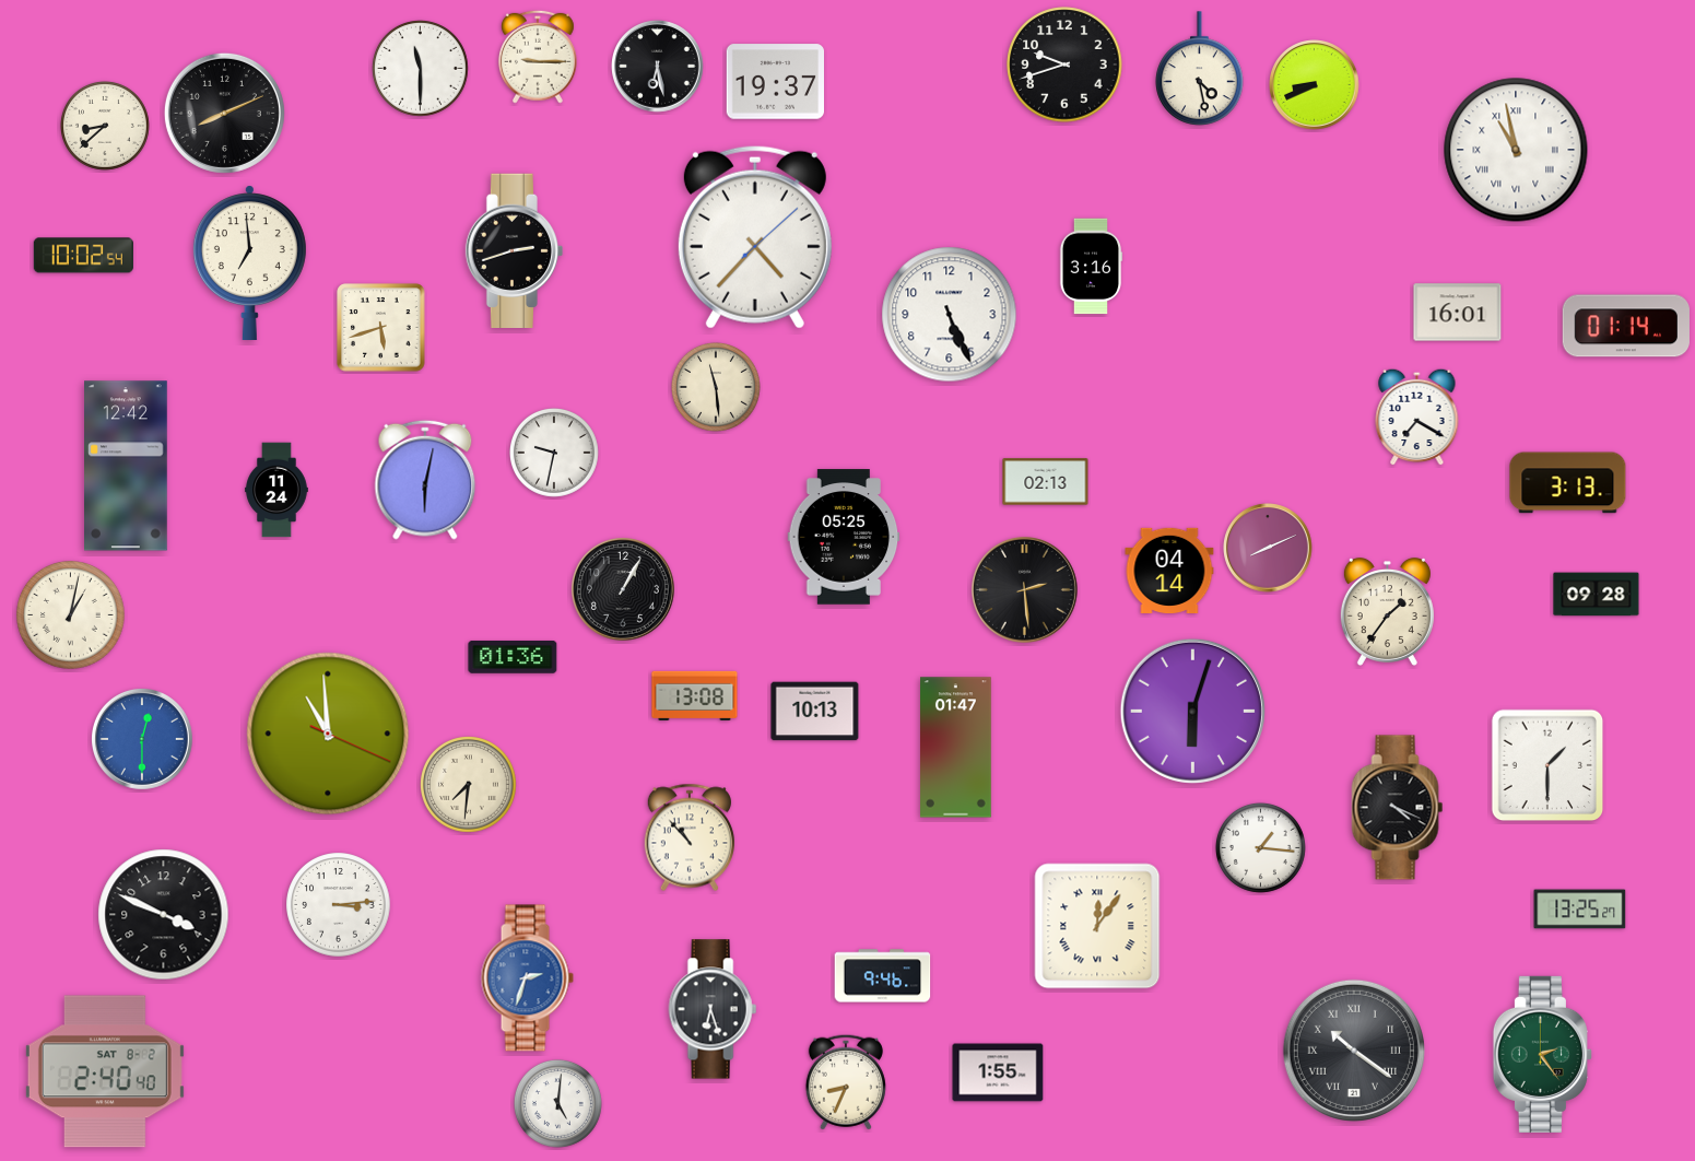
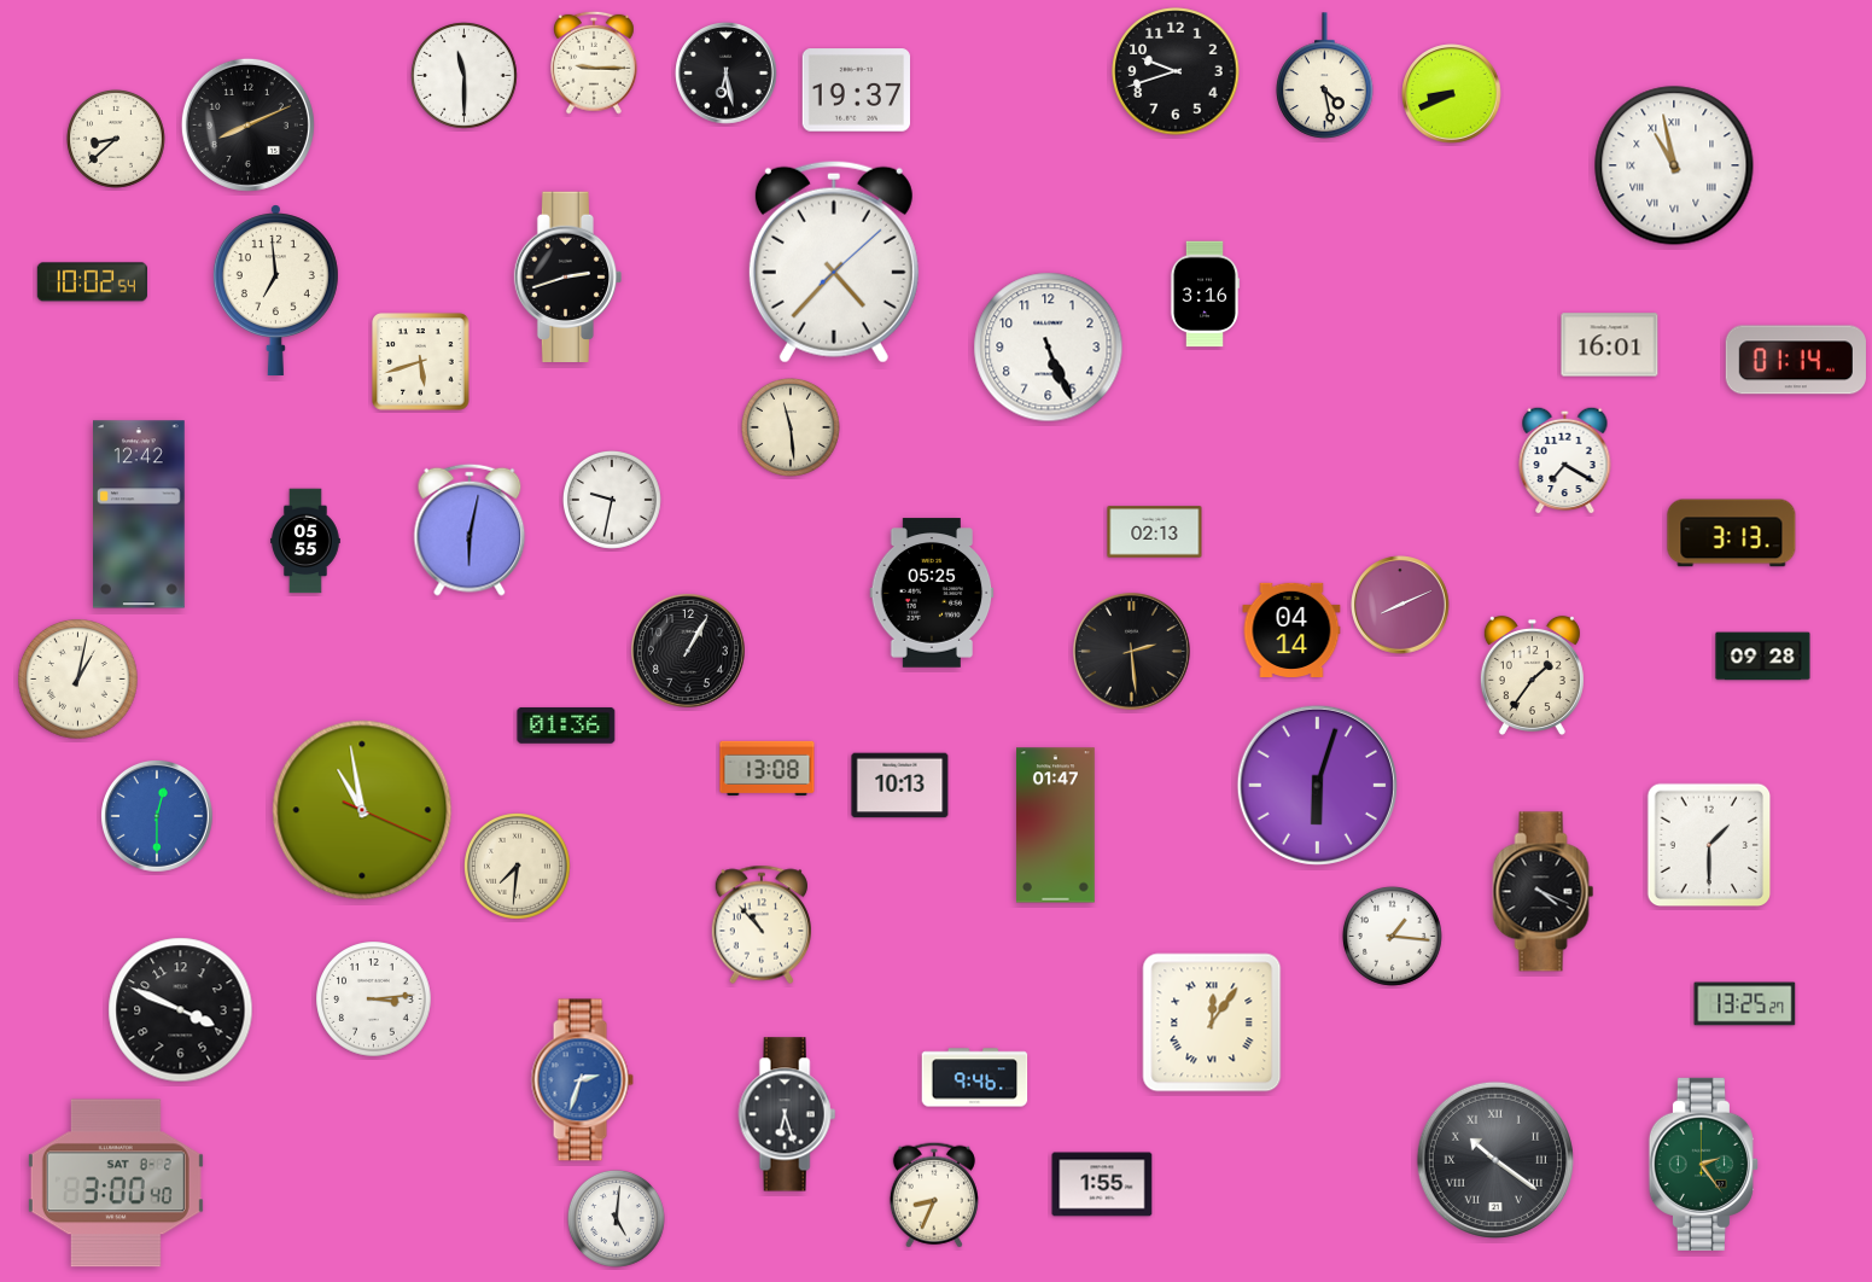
clock at (276, 490): 11:24 -> 05:55
clock at (328, 734): 10:59 -> 10:58
clock at (105, 1071): 2:40 -> 3:00
